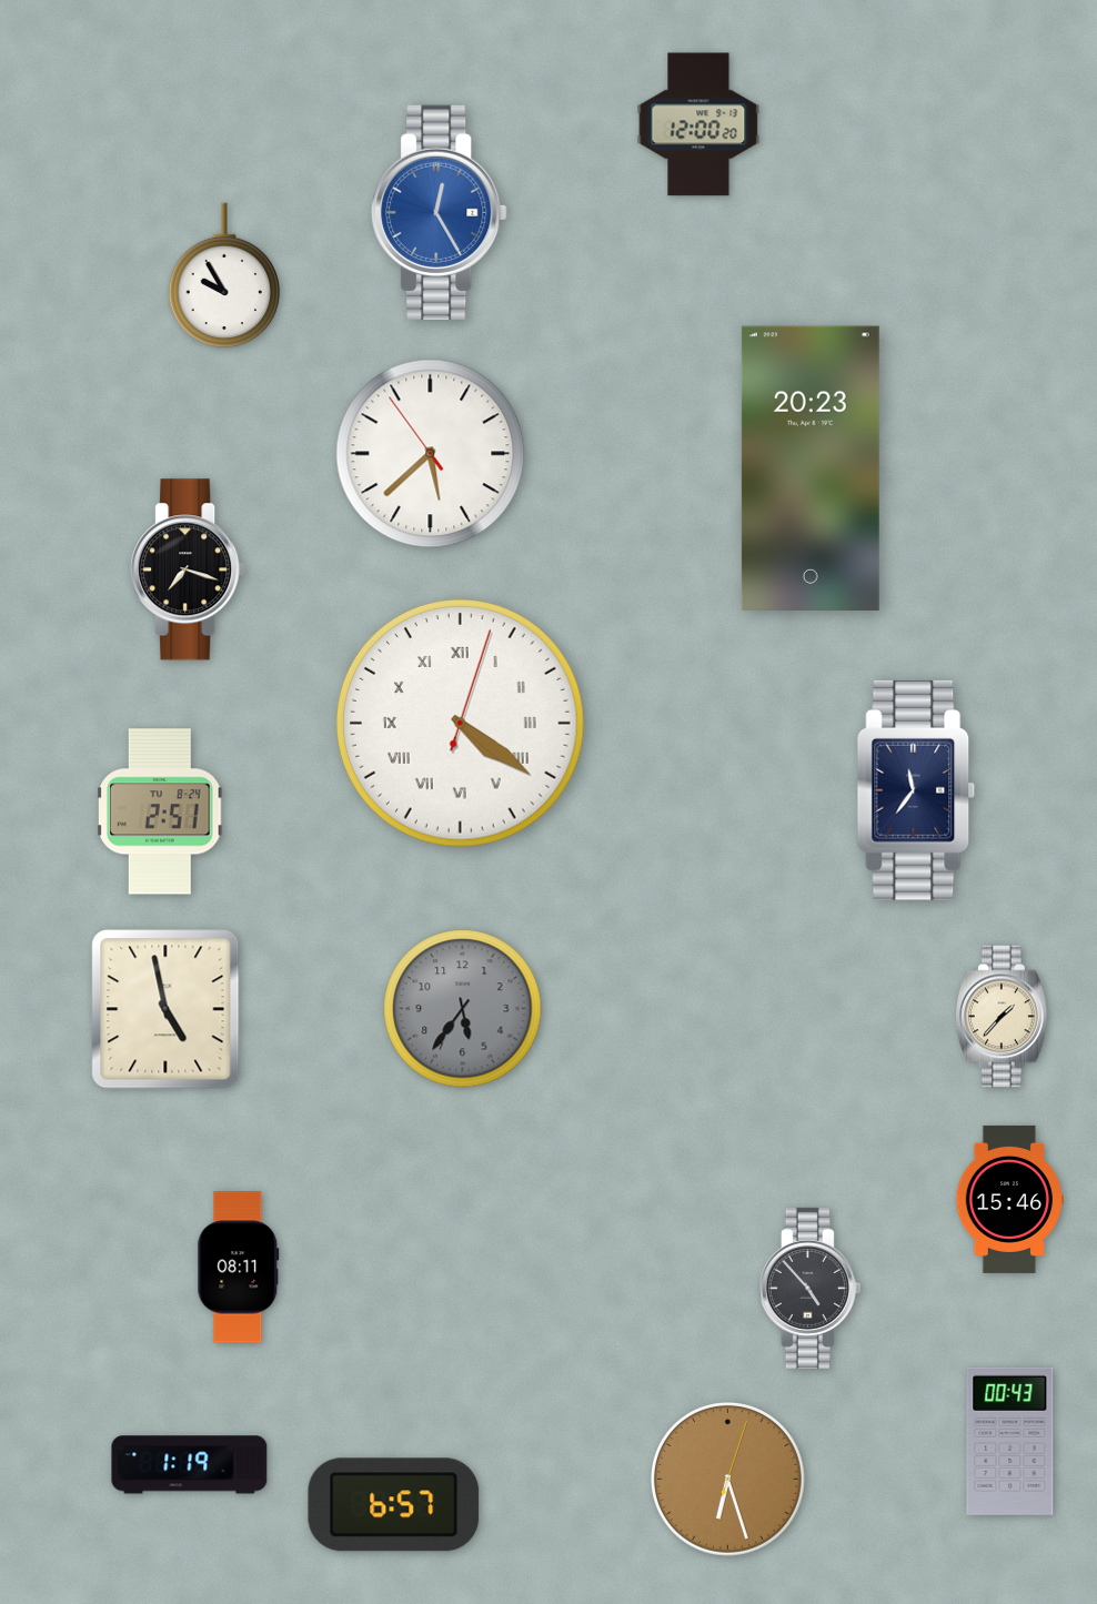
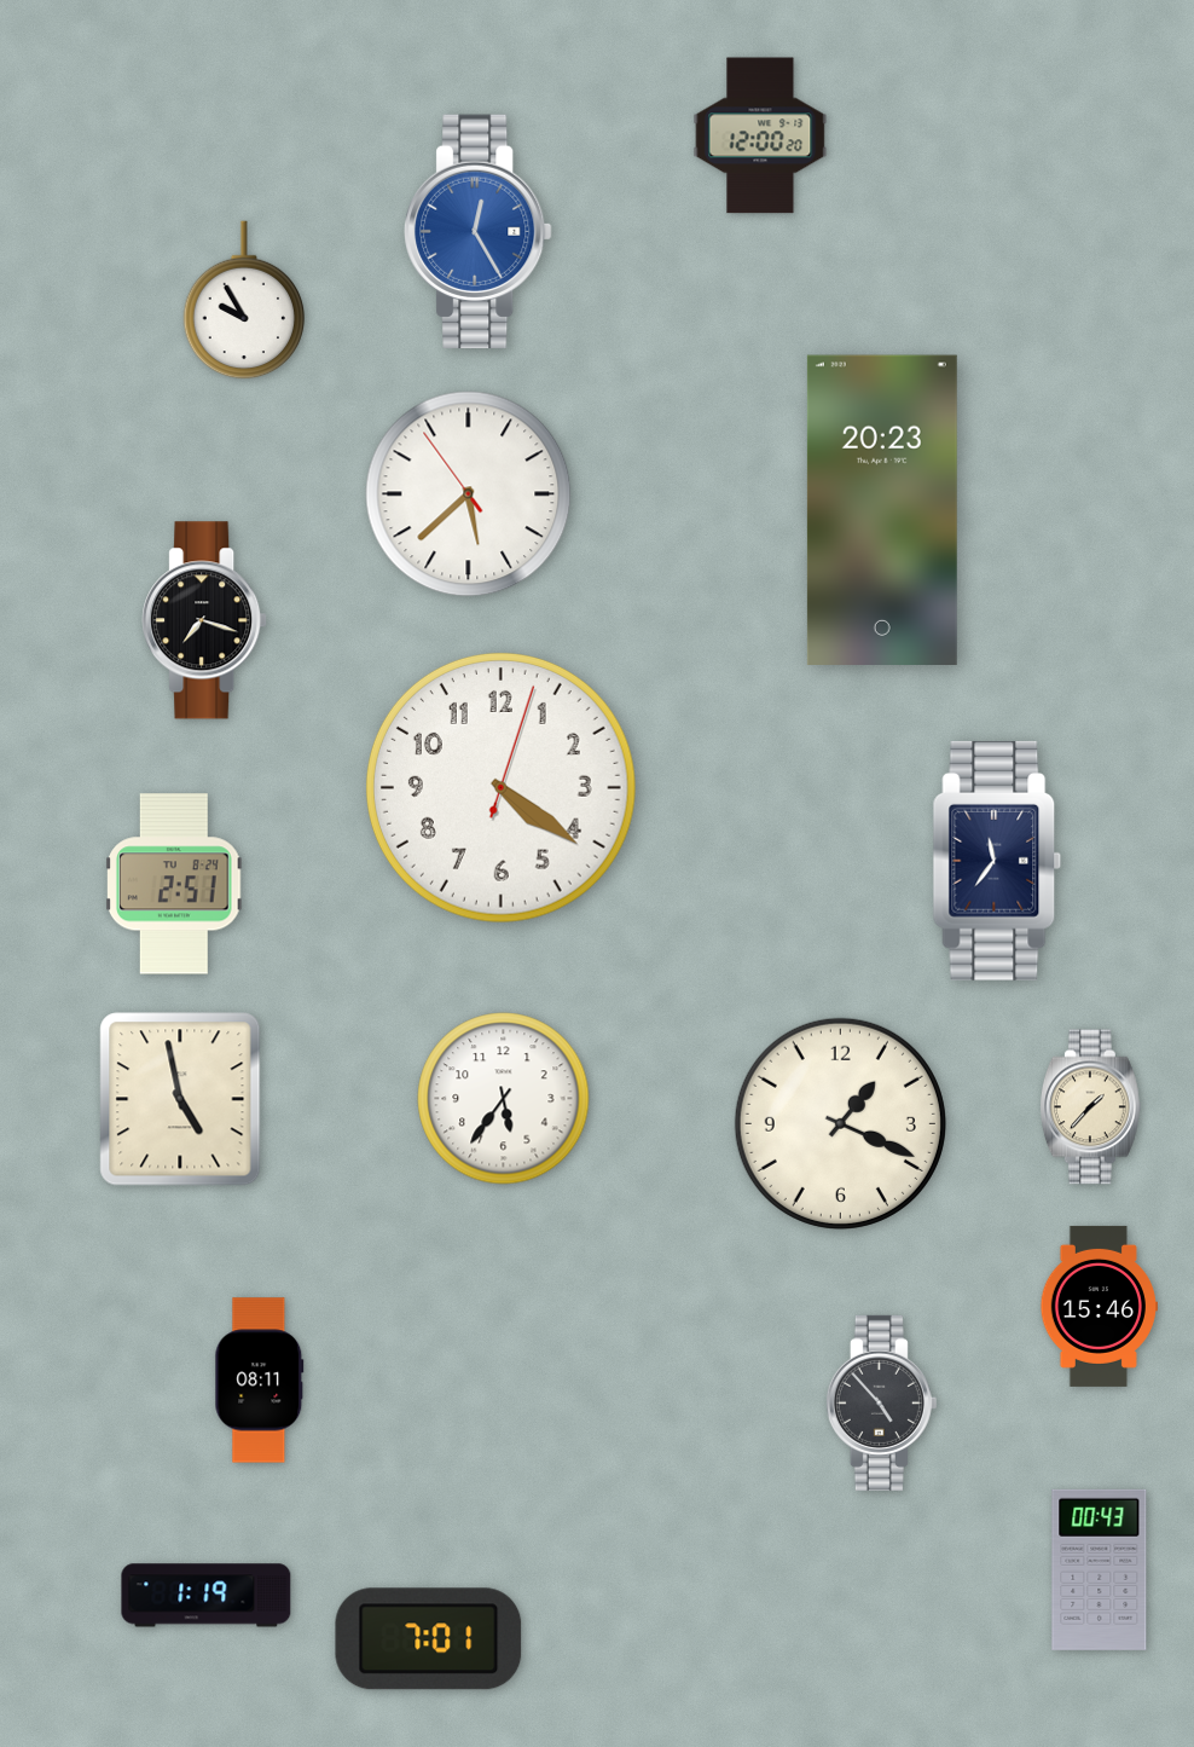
clock at (460, 723) numerals: Roman -> Arabic
clock at (463, 1009) dial: grey -> white
clock at (840, 1123): none -> 1:19
clock at (728, 1480): 6:27 -> none
clock at (394, 1505): 6:57 -> 7:01
